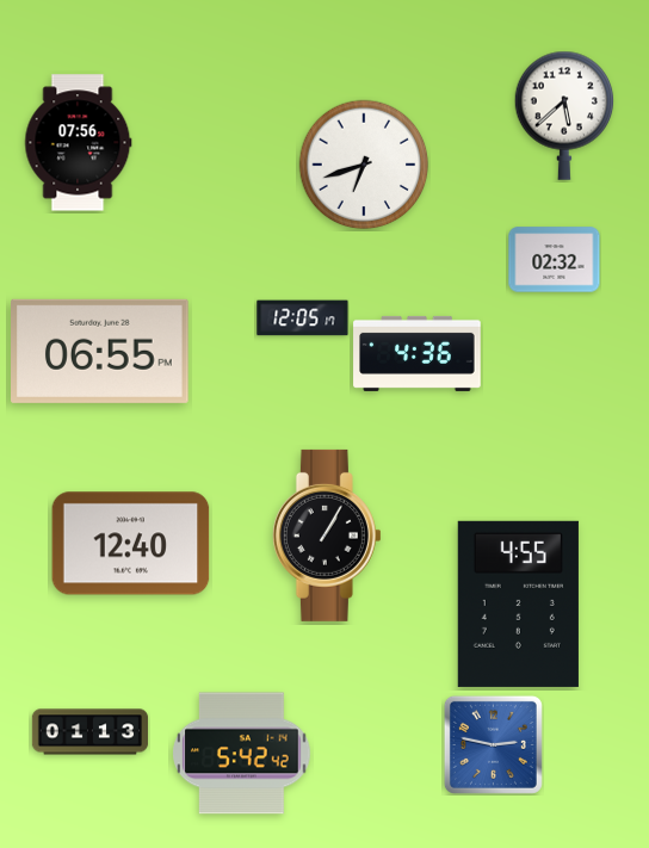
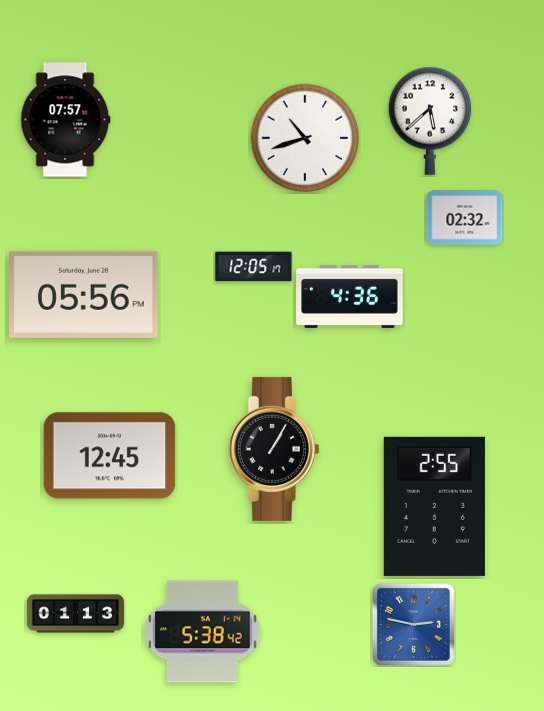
clock at (564, 116) position: (564, 116) -> (430, 121)
clock at (79, 143): 07:56 -> 07:57
clock at (364, 165): 6:42 -> 10:42
clock at (100, 351): 06:55 -> 05:56
clock at (131, 544): 12:40 -> 12:45
clock at (518, 603): 4:55 -> 2:55
clock at (242, 754): 5:42 -> 5:38
